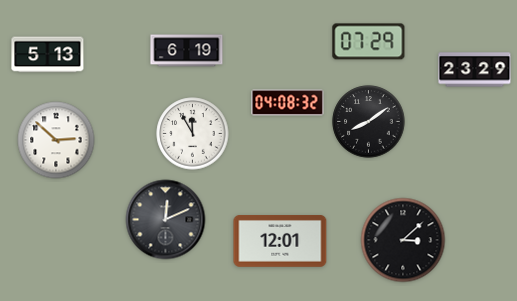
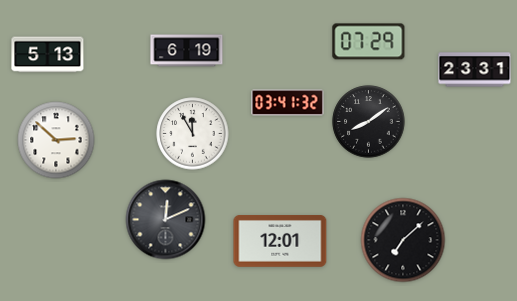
clock at (475, 70): 23:29 -> 23:31
clock at (288, 103): 04:08 -> 03:41
clock at (403, 240): 3:08 -> 7:08
